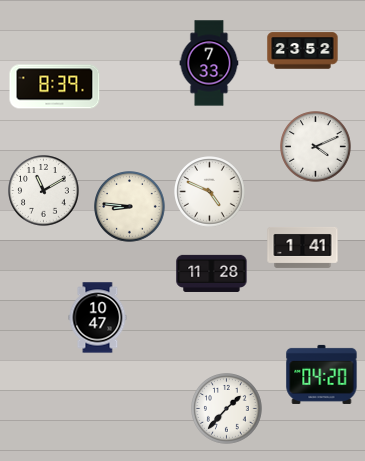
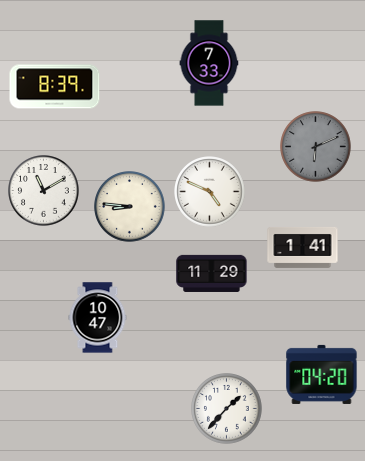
clock at (303, 51): 23:52 -> none
clock at (316, 147): 4:11 -> 6:11
clock at (316, 147) dial: white -> grey
clock at (212, 273): 11:28 -> 11:29
